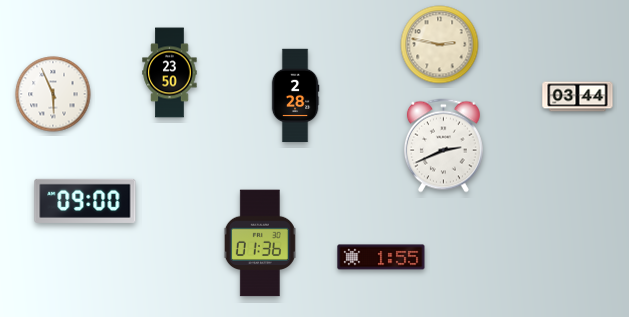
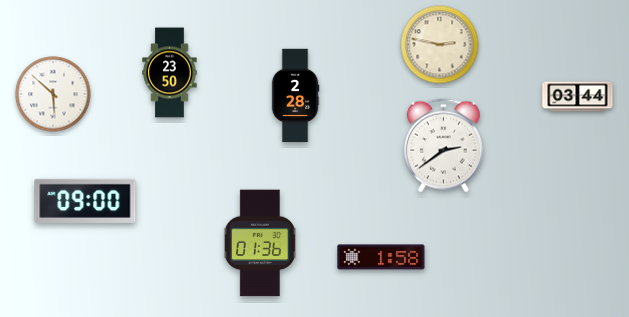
clock at (53, 94): 5:56 -> 5:52
clock at (443, 146): 2:41 -> 2:39
clock at (381, 257): 1:55 -> 1:58
